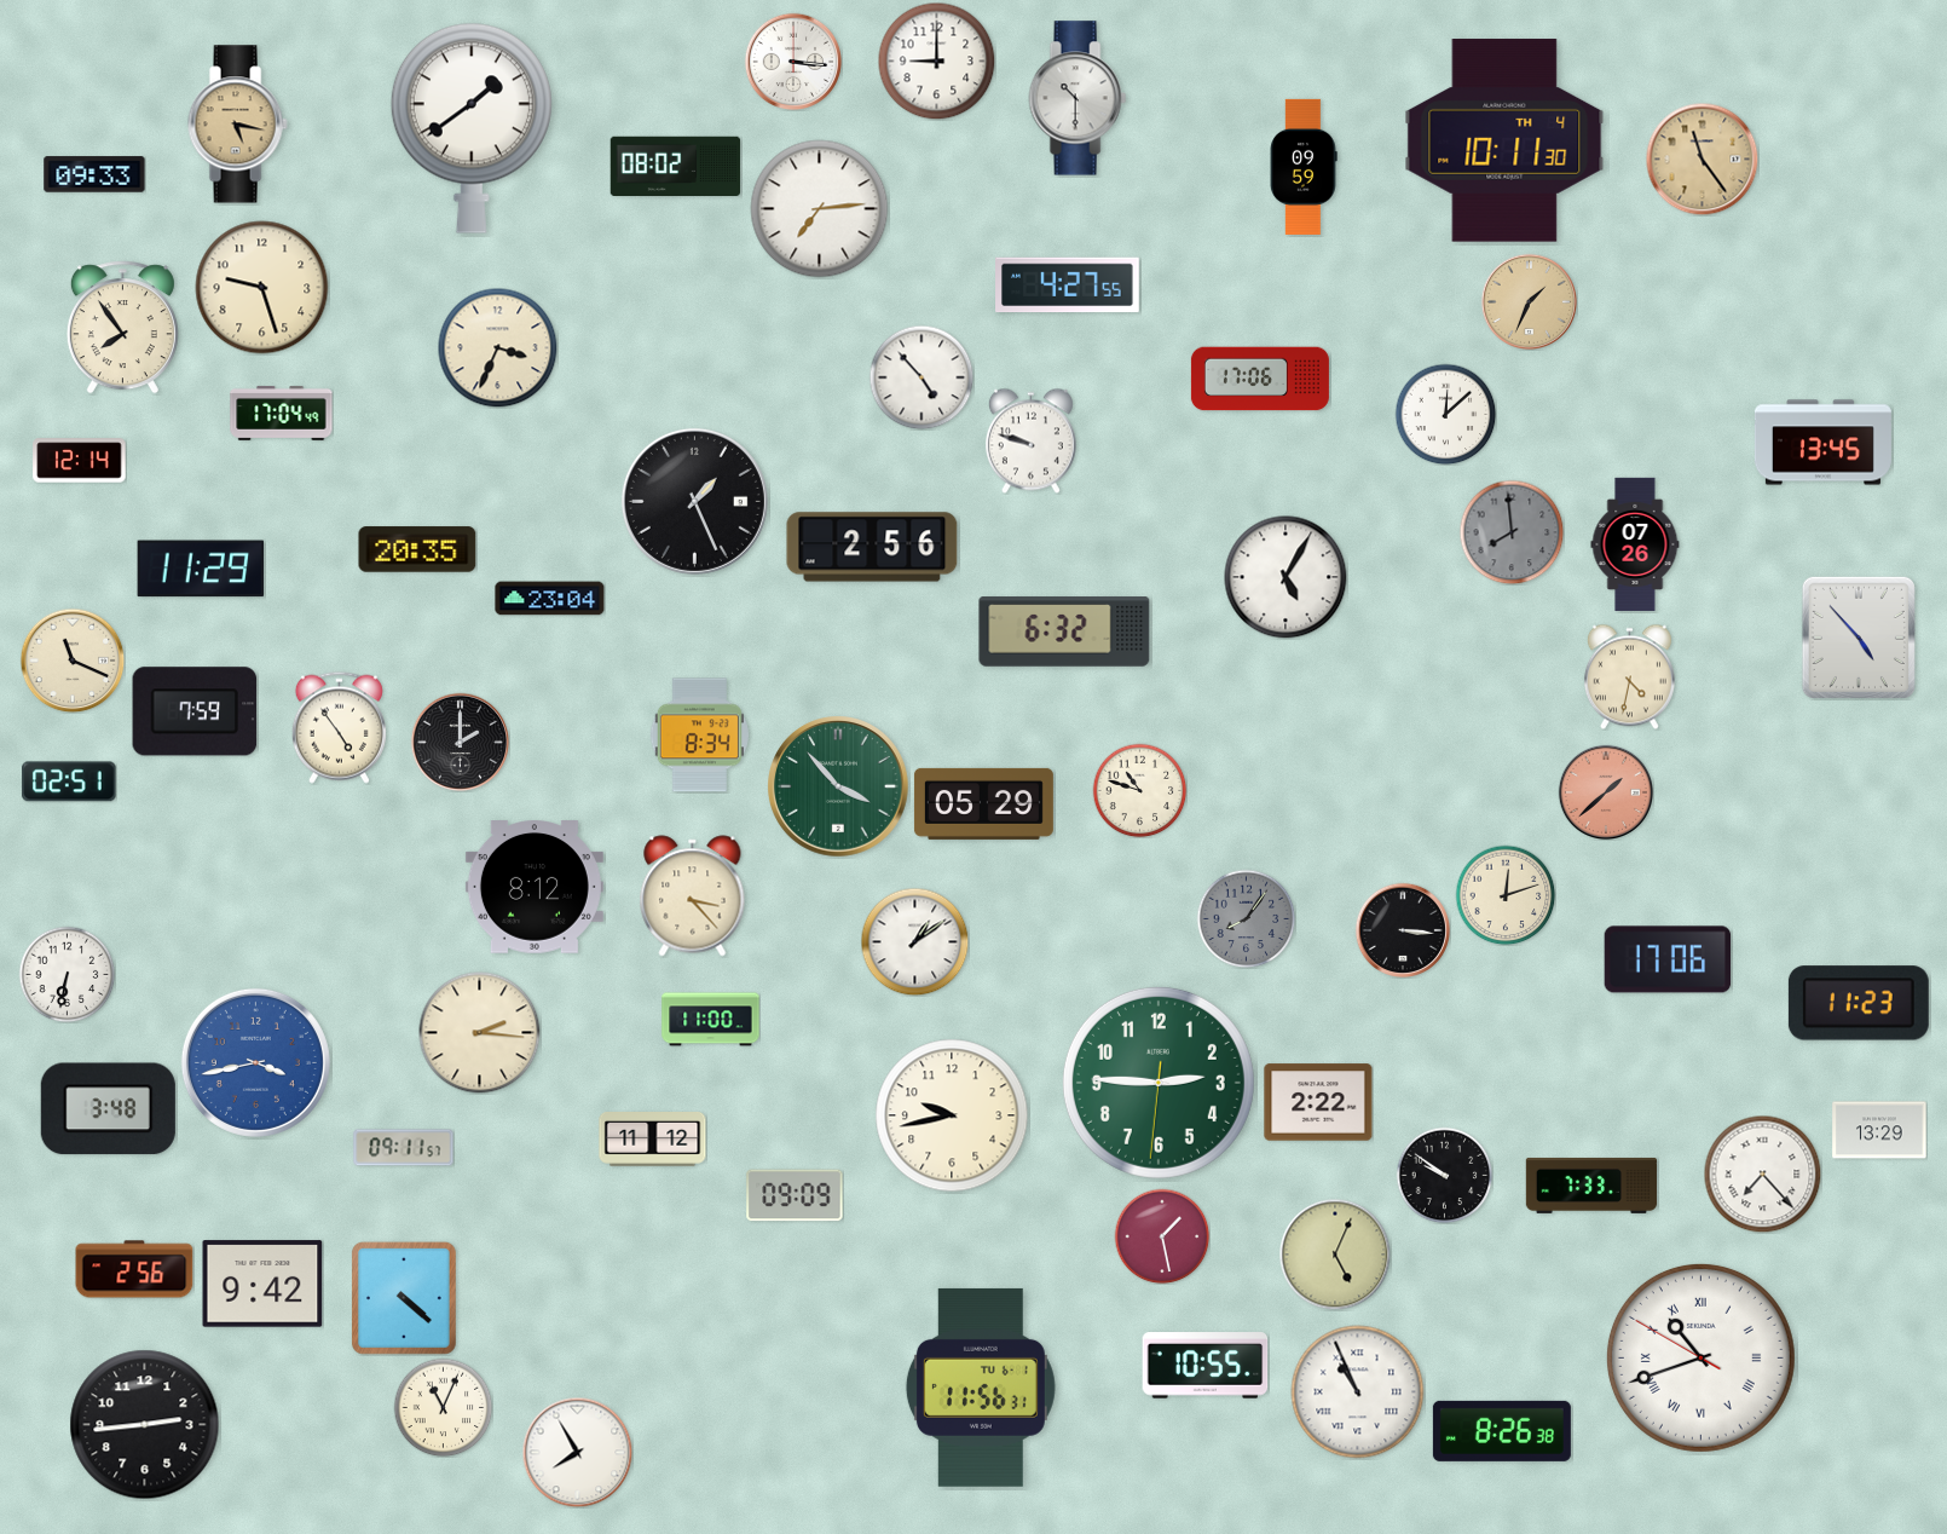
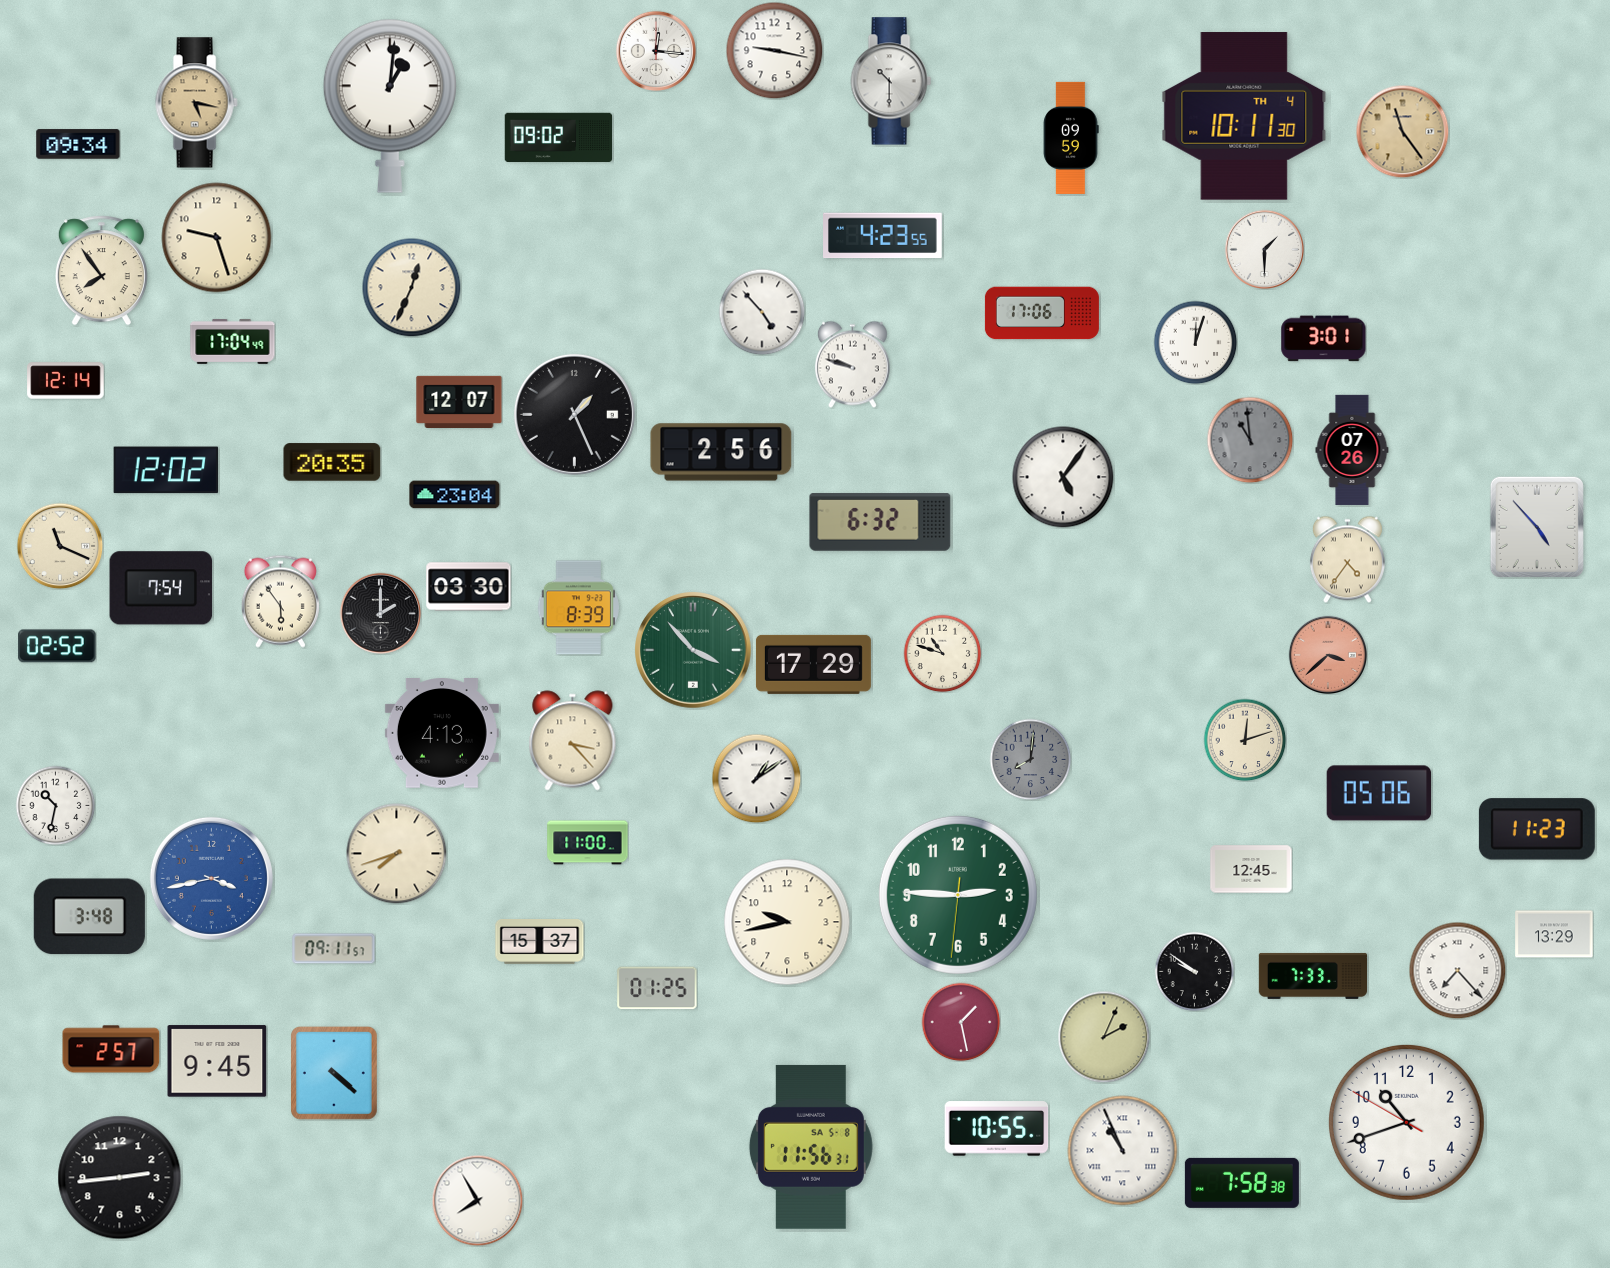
clock at (936, 60): 9:00 -> 9:17
clock at (793, 62): 3:16 -> 12:16
clock at (472, 128): 1:39 -> 1:01
clock at (1702, 158) position: (1702, 158) -> (1402, 131)
clock at (676, 166): 08:02 -> 09:02
clock at (1304, 167) position: (1304, 167) -> (1071, 138)
clock at (94, 174): 09:33 -> 09:34
clock at (820, 209): 7:14 -> none
clock at (1068, 286): 4:27 -> 4:23
clock at (1529, 301): 1:34 -> 1:30
clock at (1529, 301) dial: champagne -> white
clock at (498, 348): 3:34 -> 12:34
clock at (1324, 339): none -> 3:01
clock at (1445, 414): 12:08 -> 12:03
clock at (1822, 443): 13:45 -> none
clock at (459, 401): none -> 12:07
clock at (1512, 532): 7:59 -> 10:59
clock at (417, 549) position: (417, 549) -> (332, 462)
clock at (201, 569): 11:29 -> 12:02
clock at (1286, 577): 5:05 -> 5:06
clock at (1629, 676): 4:32 -> 4:36
clock at (469, 587): none -> 03:30
clock at (195, 711): 7:59 -> 7:54
clock at (339, 727): 4:54 -> 5:54
clock at (699, 736): 8:34 -> 8:39
clock at (69, 782): 02:51 -> 02:52
clock at (1605, 791): 1:38 -> 3:38
clock at (983, 803): 05:29 -> 17:29
clock at (535, 887): 8:12 -> 4:13
clock at (1246, 918): 8:06 -> 8:01
clock at (1402, 929): 3:16 -> none
clock at (1668, 959): 17:06 -> 05:06
clock at (67, 974): 6:32 -> 10:32
clock at (480, 1033): 2:16 -> 7:42
clock at (1251, 869): none -> 12:45
clock at (1318, 1102): 2:22 -> none
clock at (653, 1140): 11:12 -> 15:37
clock at (1591, 1186) position: (1591, 1186) -> (1313, 976)
clock at (795, 1195): 09:09 -> 01:25
clock at (1335, 1255): 5:04 -> 2:04
clock at (134, 1269): 2:56 -> 2:57
clock at (262, 1284): 9:42 -> 9:45
clock at (1700, 1357) numerals: Roman -> Arabic
clock at (981, 1388) date: TU 6-1 -> SA 5-8
clock at (443, 1407): 11:04 -> none
clock at (1502, 1431): 8:26 -> 7:58
